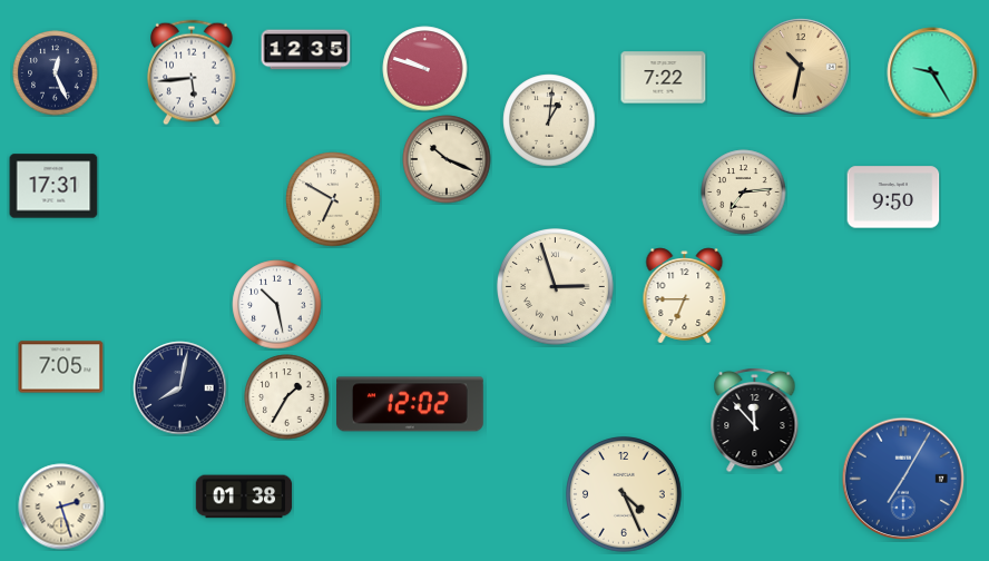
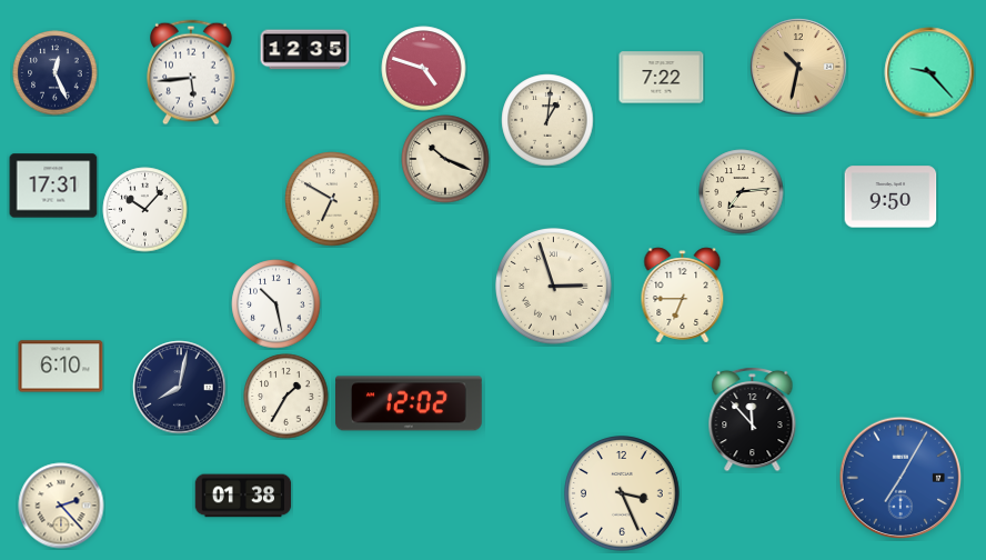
clock at (425, 69): 9:48 -> 4:48
clock at (932, 72): 9:25 -> 9:23
clock at (145, 210): none -> 10:07
clock at (61, 367): 7:05 -> 6:10
clock at (625, 495): 4:26 -> 3:26
clock at (61, 506): 2:27 -> 2:23
